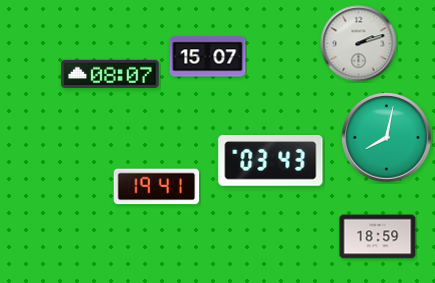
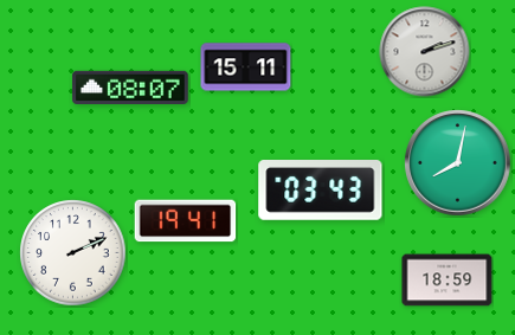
clock at (208, 57): 15:07 -> 15:11
clock at (73, 253): none -> 2:11
